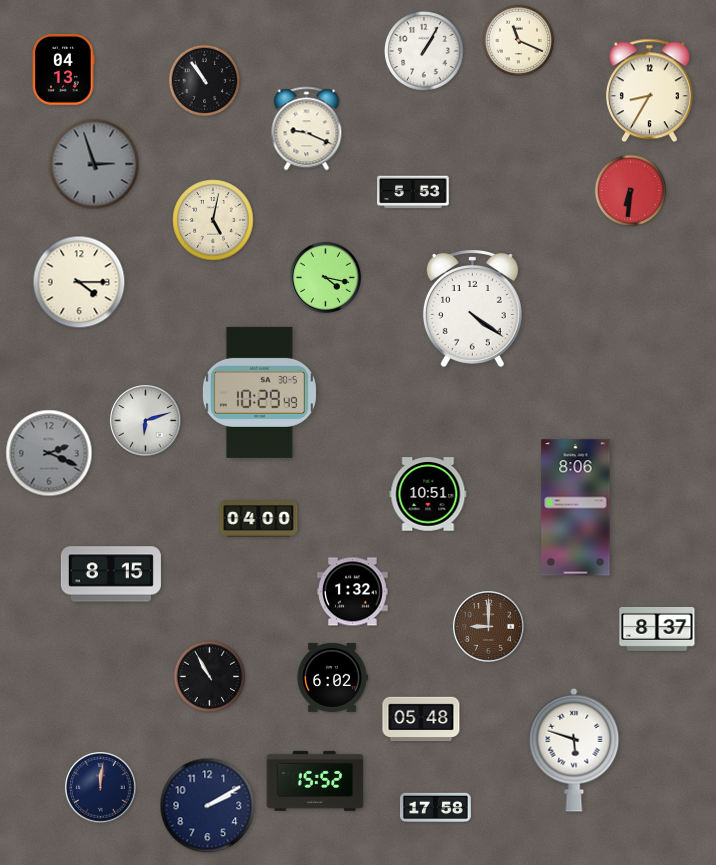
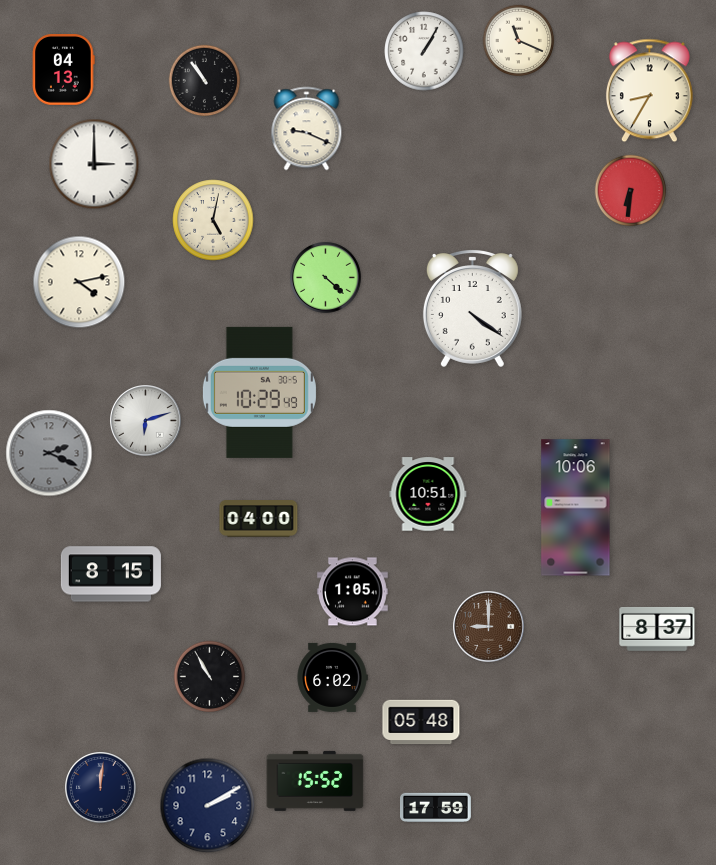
clock at (94, 164): 2:57 -> 3:00
clock at (94, 164) dial: grey -> white
clock at (413, 192): 5:53 -> none
clock at (326, 278): 4:17 -> 4:22
clock at (79, 282): 4:15 -> 4:13
clock at (576, 508): 8:06 -> 10:06
clock at (353, 592): 1:32 -> 1:05
clock at (421, 719) position: (421, 719) -> (421, 722)
clock at (574, 750): 5:48 -> none
clock at (436, 807): 17:58 -> 17:59
